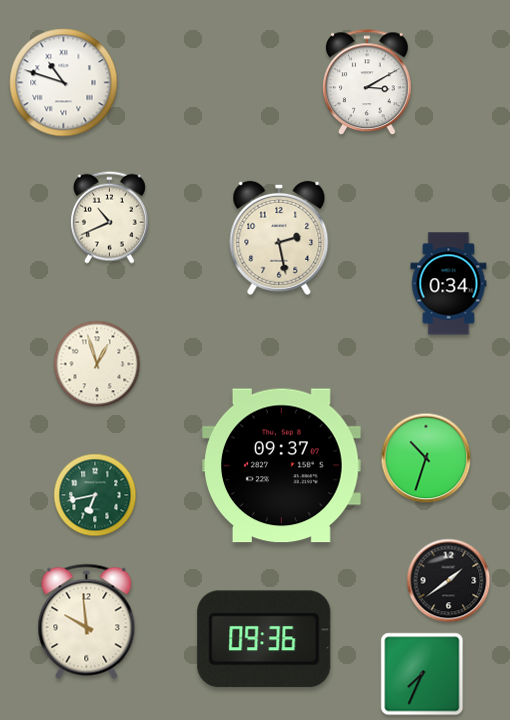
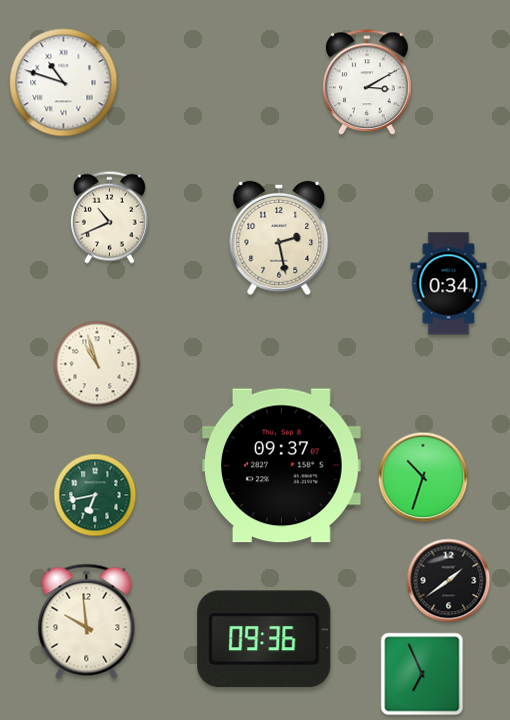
clock at (97, 364): 12:57 -> 10:57
clock at (426, 458) position: (426, 458) -> (423, 477)
clock at (422, 674): 7:34 -> 6:56
